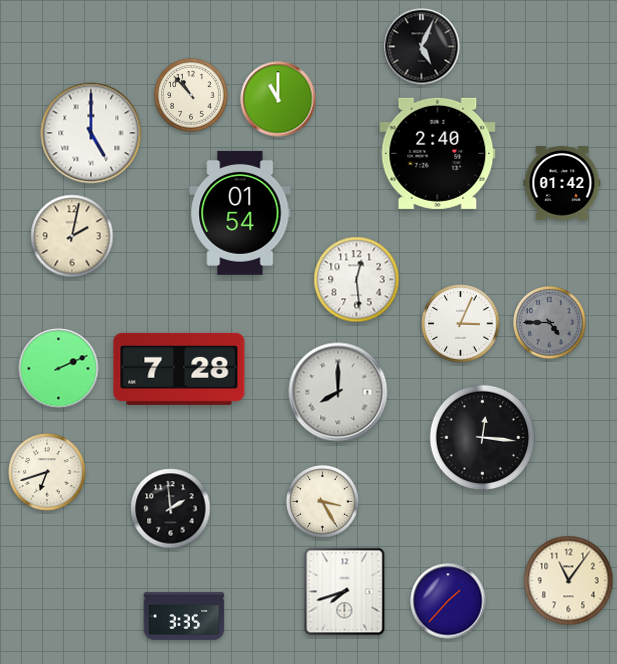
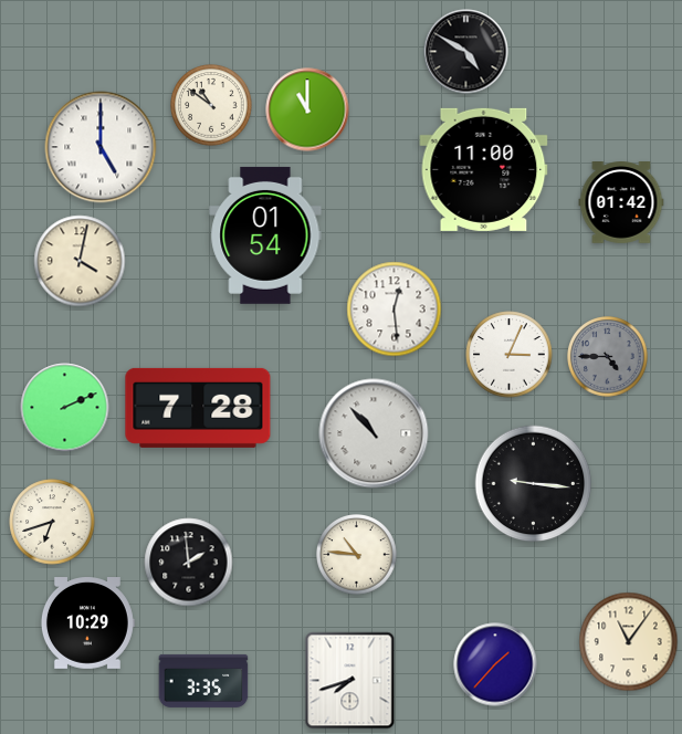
clock at (422, 47): 5:04 -> 4:50
clock at (191, 95): 10:53 -> 10:51
clock at (438, 153): 2:40 -> 11:00
clock at (72, 236): 2:02 -> 4:02
clock at (461, 324) position: (461, 324) -> (510, 355)
clock at (338, 392): 8:00 -> 10:53
clock at (483, 438): 12:16 -> 9:16
clock at (323, 502): 3:25 -> 10:46
clock at (87, 623): none -> 10:29
clock at (345, 592) position: (345, 592) -> (350, 681)
